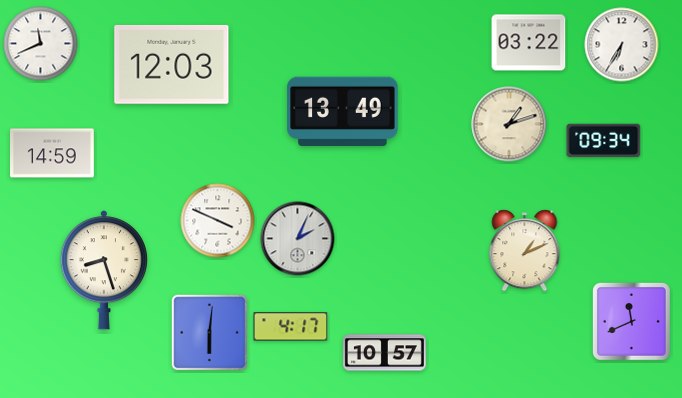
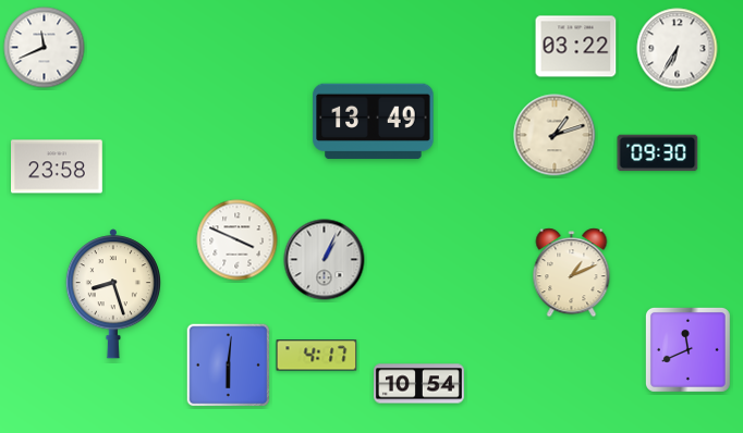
clock at (172, 64): 12:03 -> none
clock at (604, 141): 09:34 -> 09:30
clock at (53, 153): 14:59 -> 23:58
clock at (298, 239): 2:04 -> 1:04
clock at (210, 333) position: (210, 333) -> (229, 366)
clock at (384, 353): 10:57 -> 10:54
